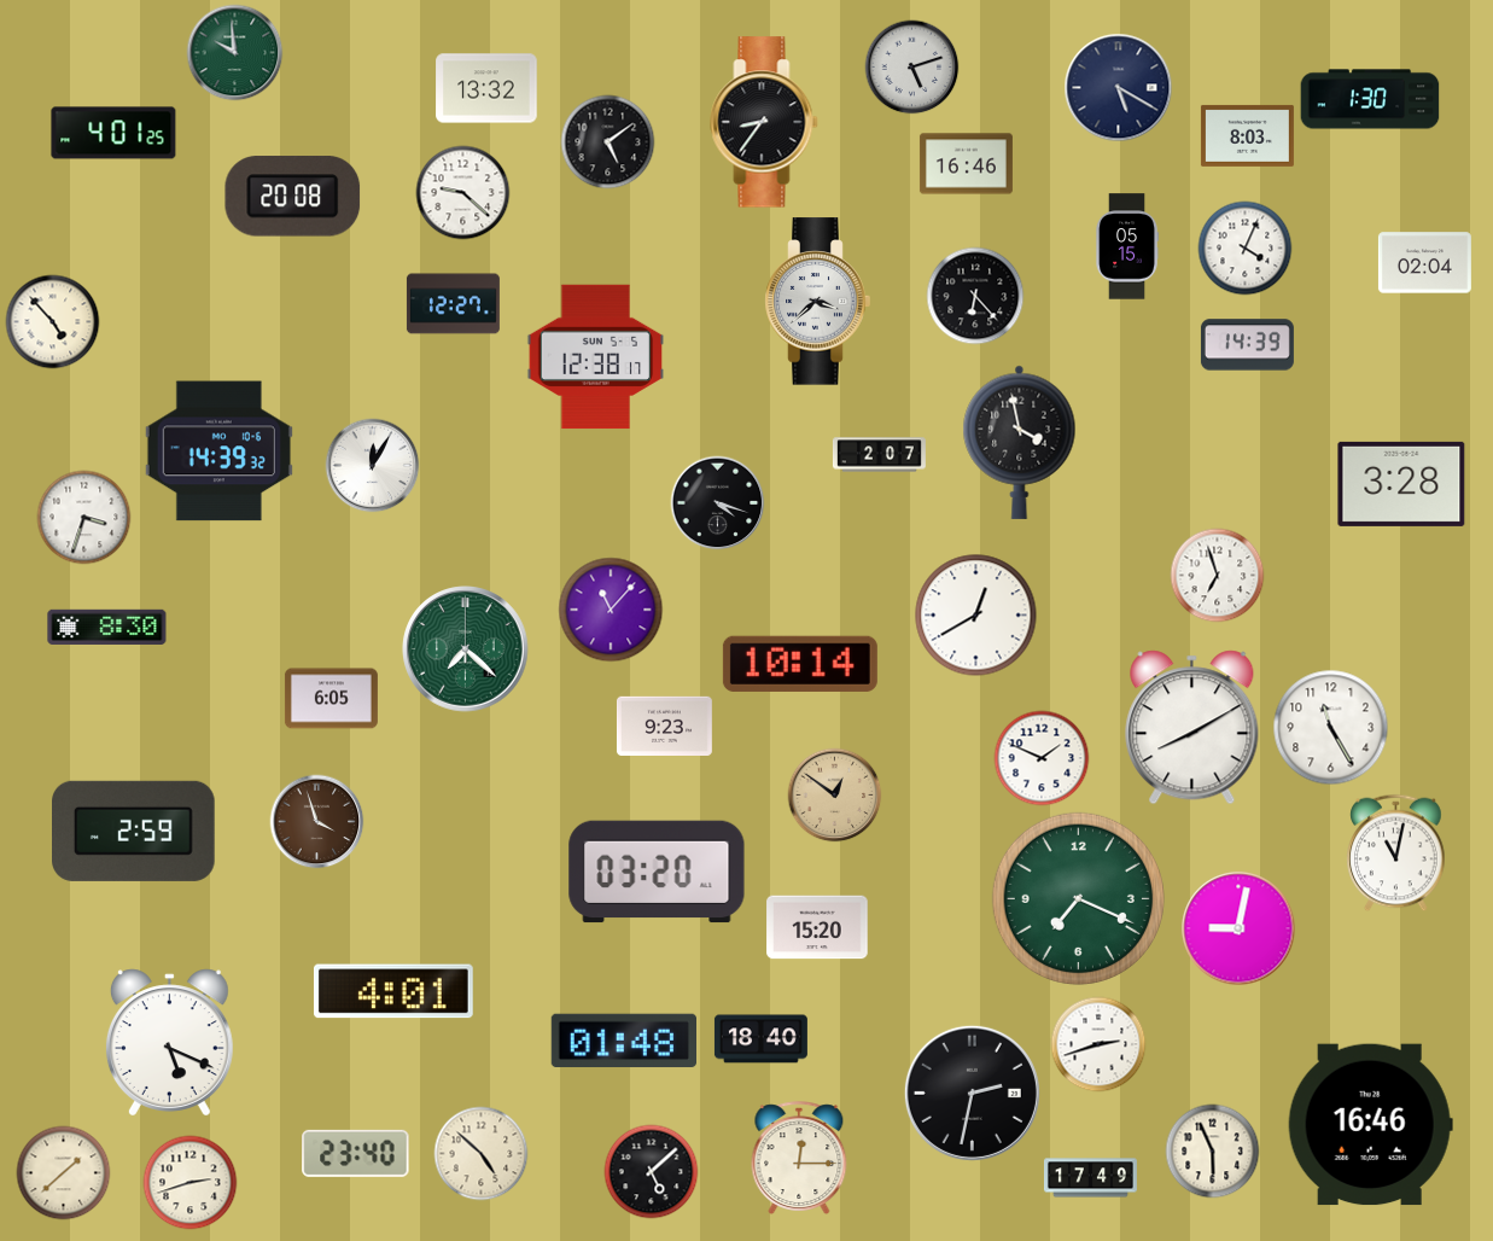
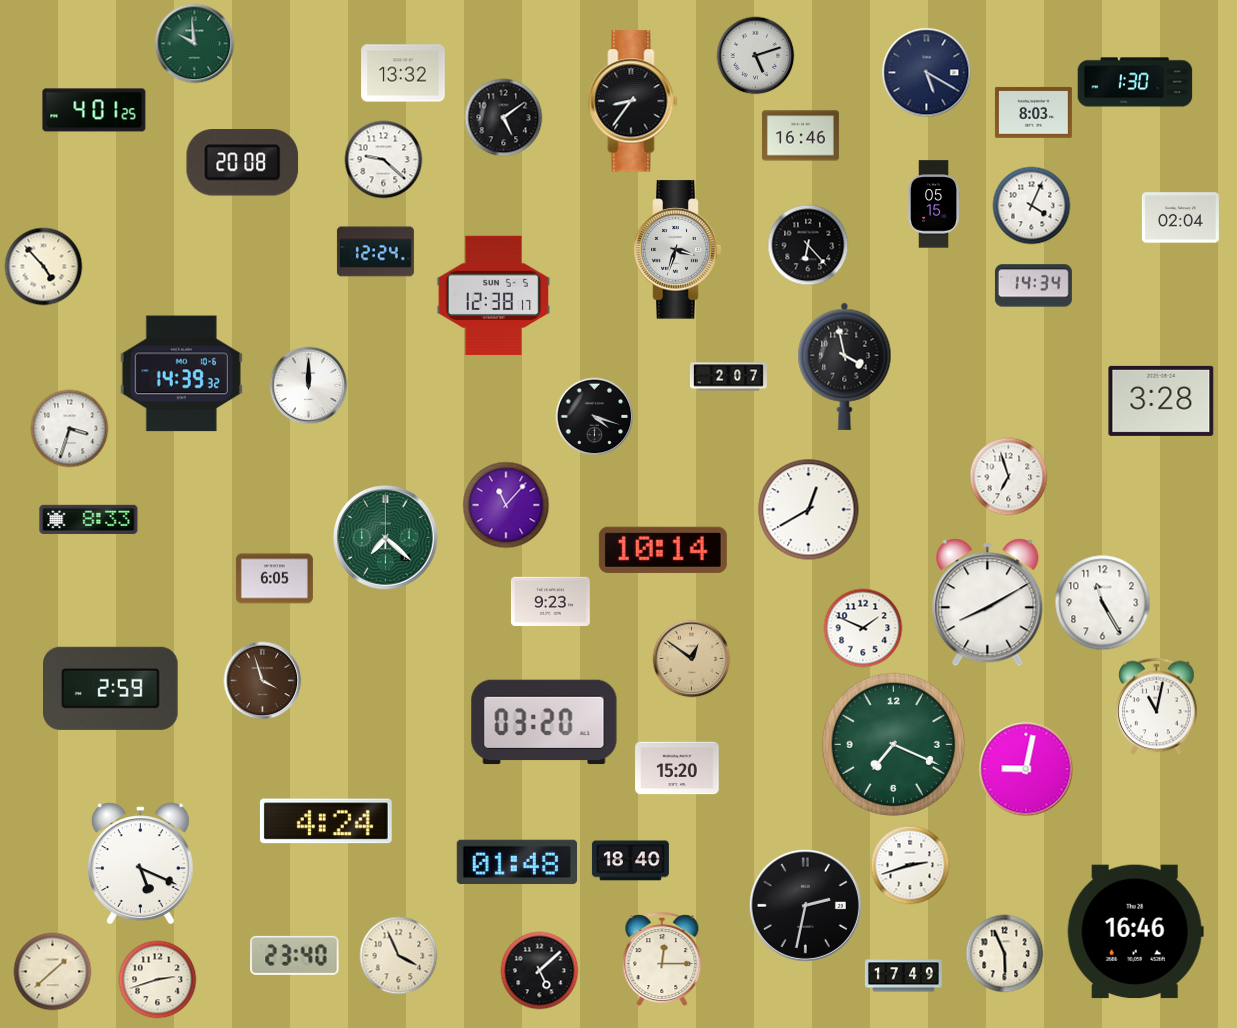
clock at (818, 302): 3:38 -> 3:33
clock at (453, 304): 12:27 -> 12:24
clock at (1247, 345): 14:39 -> 14:34
clock at (372, 465): 12:05 -> 12:00
clock at (107, 627): 8:30 -> 8:33
clock at (393, 991): 4:01 -> 4:24
clock at (480, 1153): 4:52 -> 3:56
